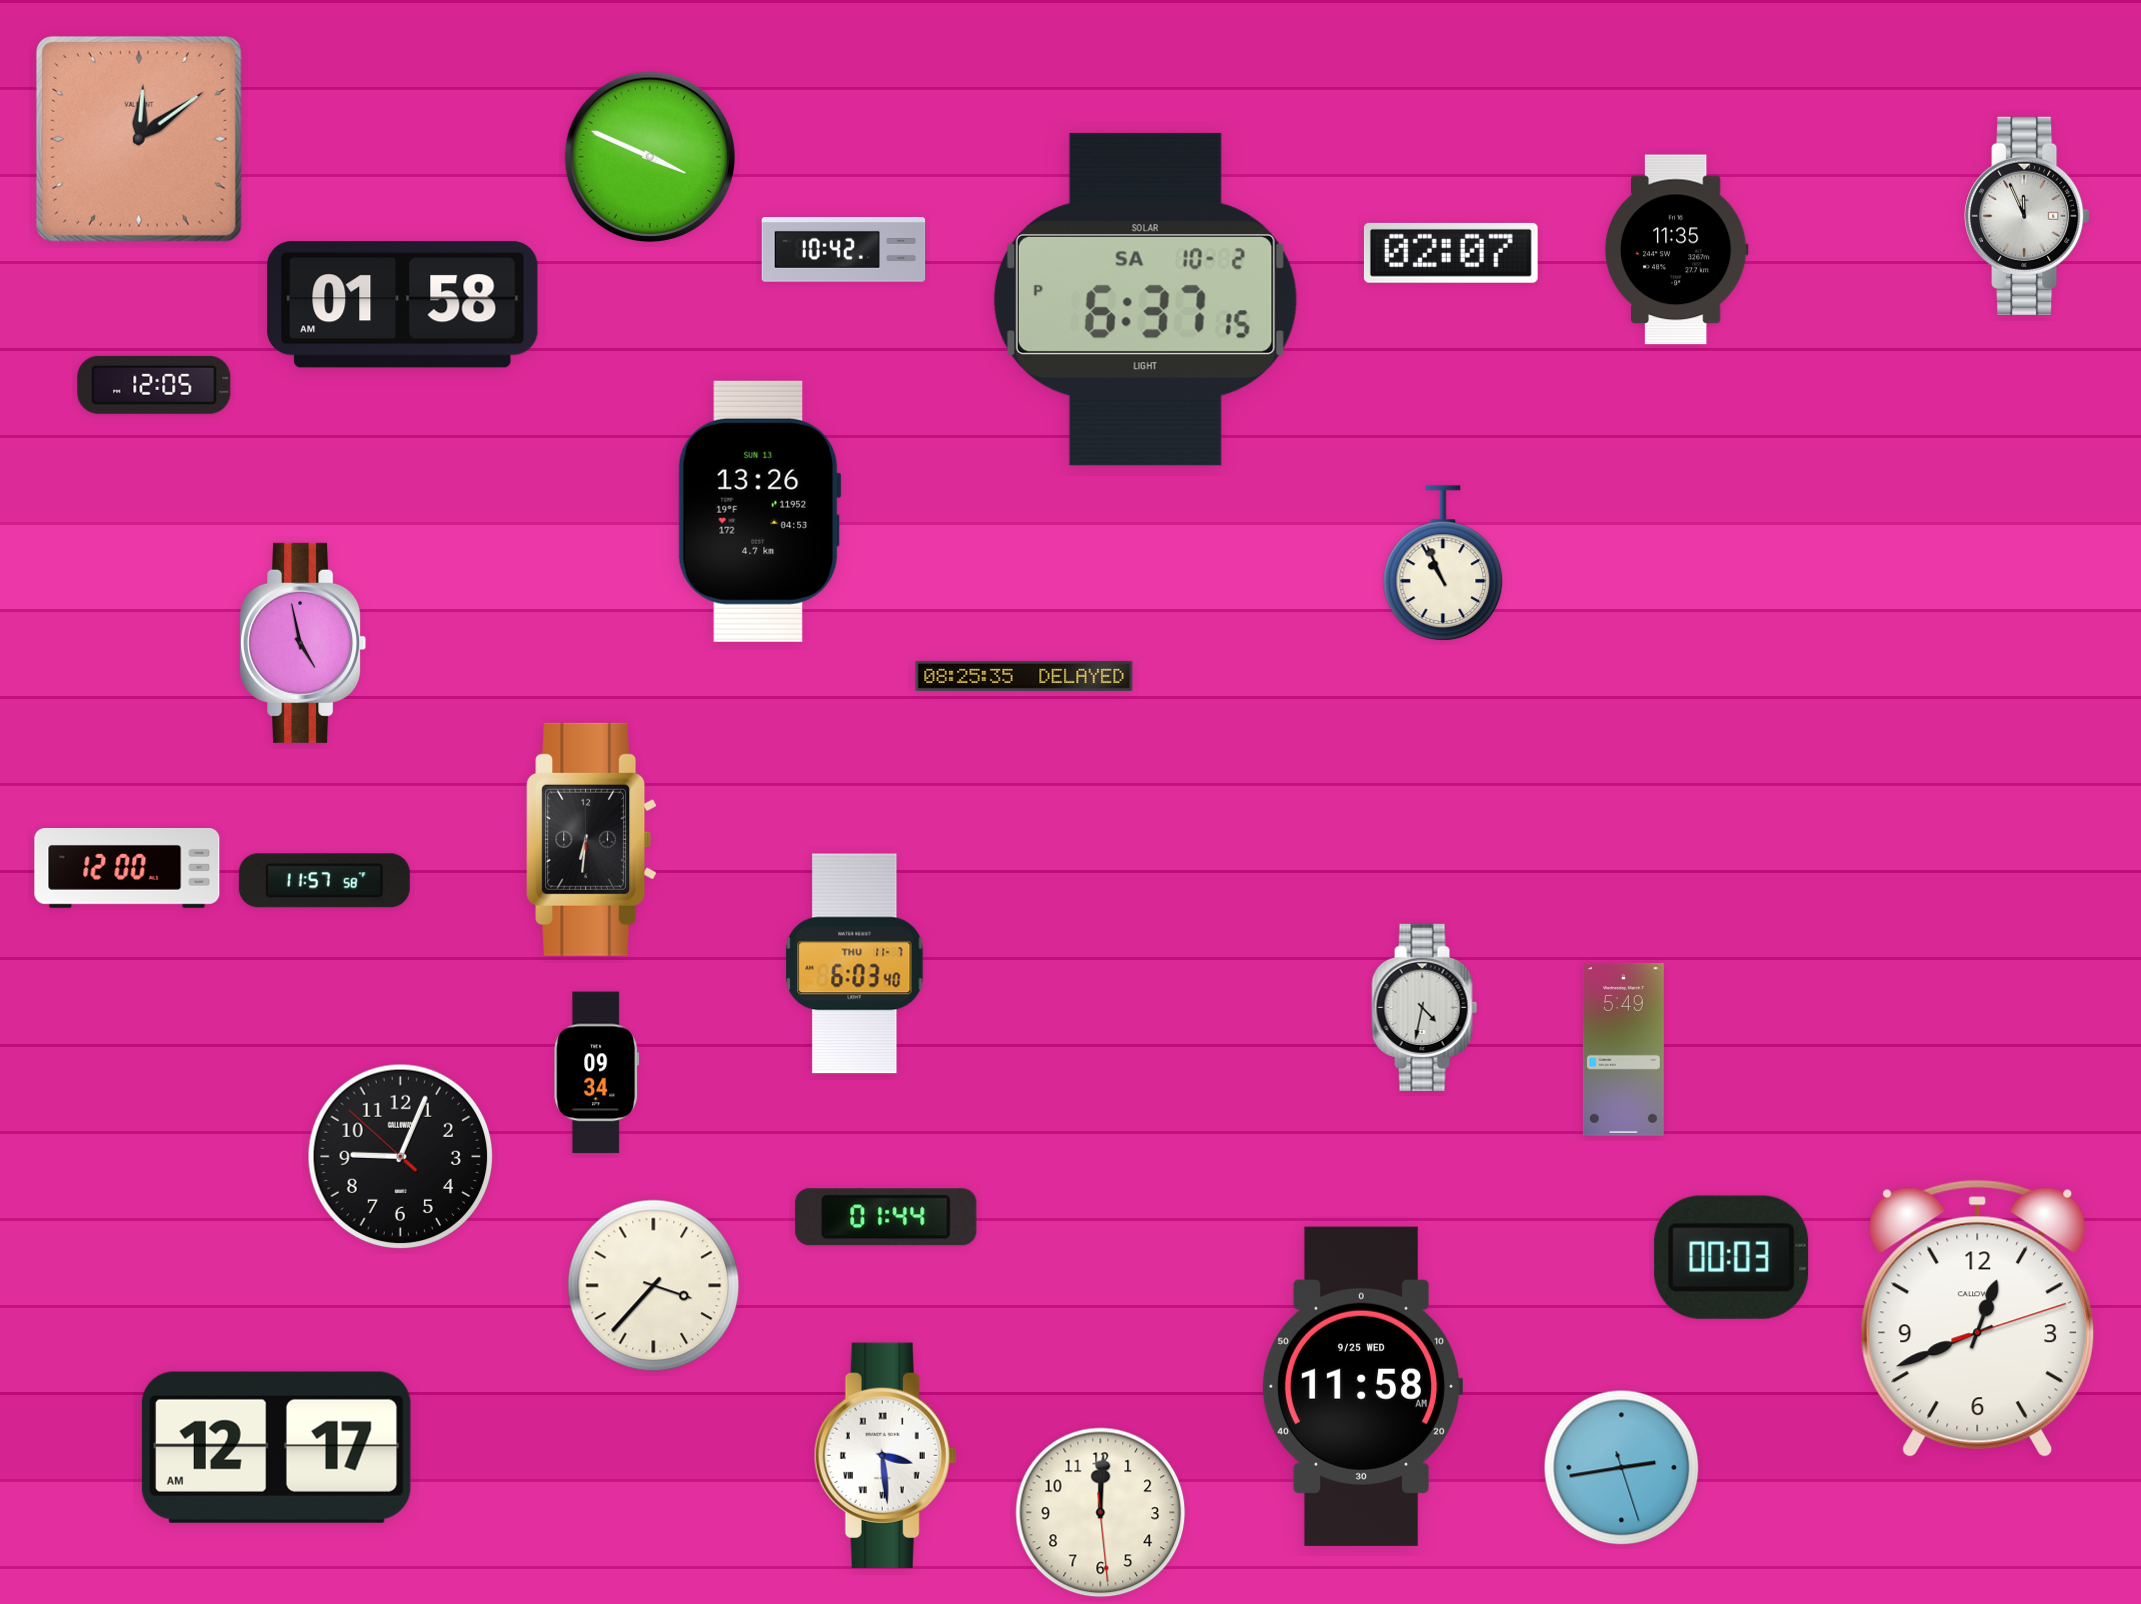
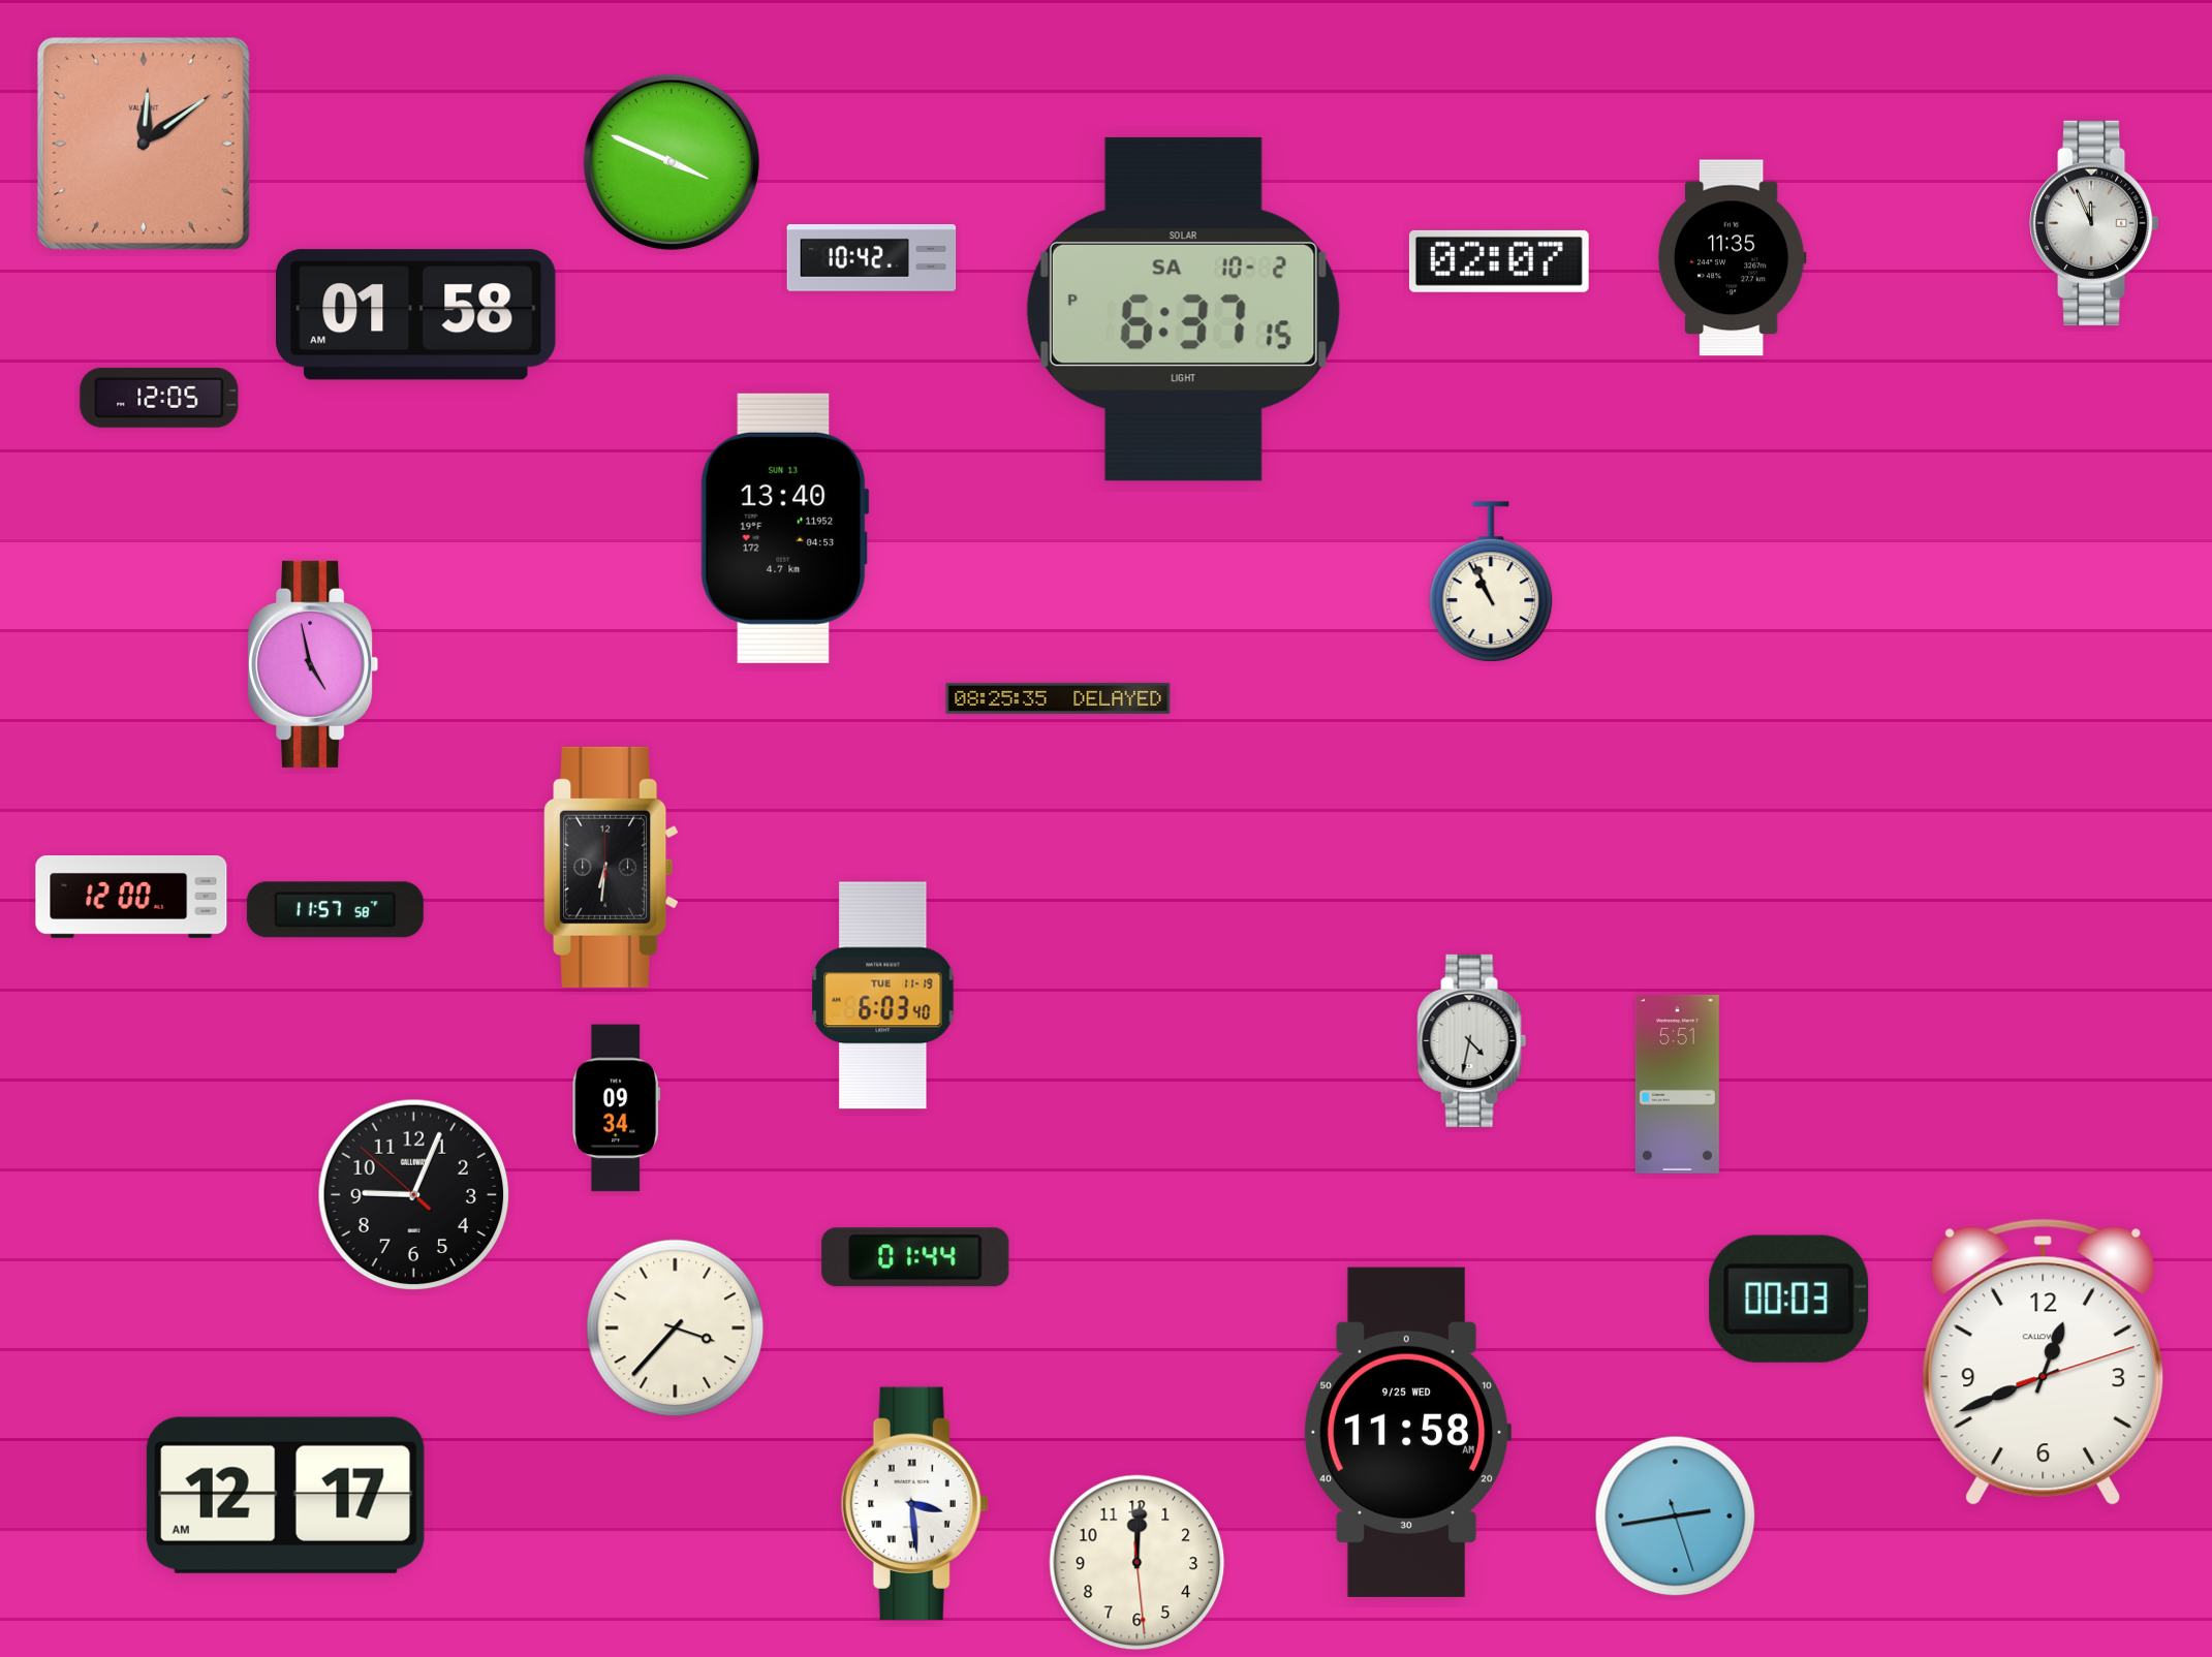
clock at (759, 511): 13:26 -> 13:40
clock at (855, 964) date: THU 11-7 -> TUE 11-19
clock at (1623, 1049): 5:49 -> 5:51
